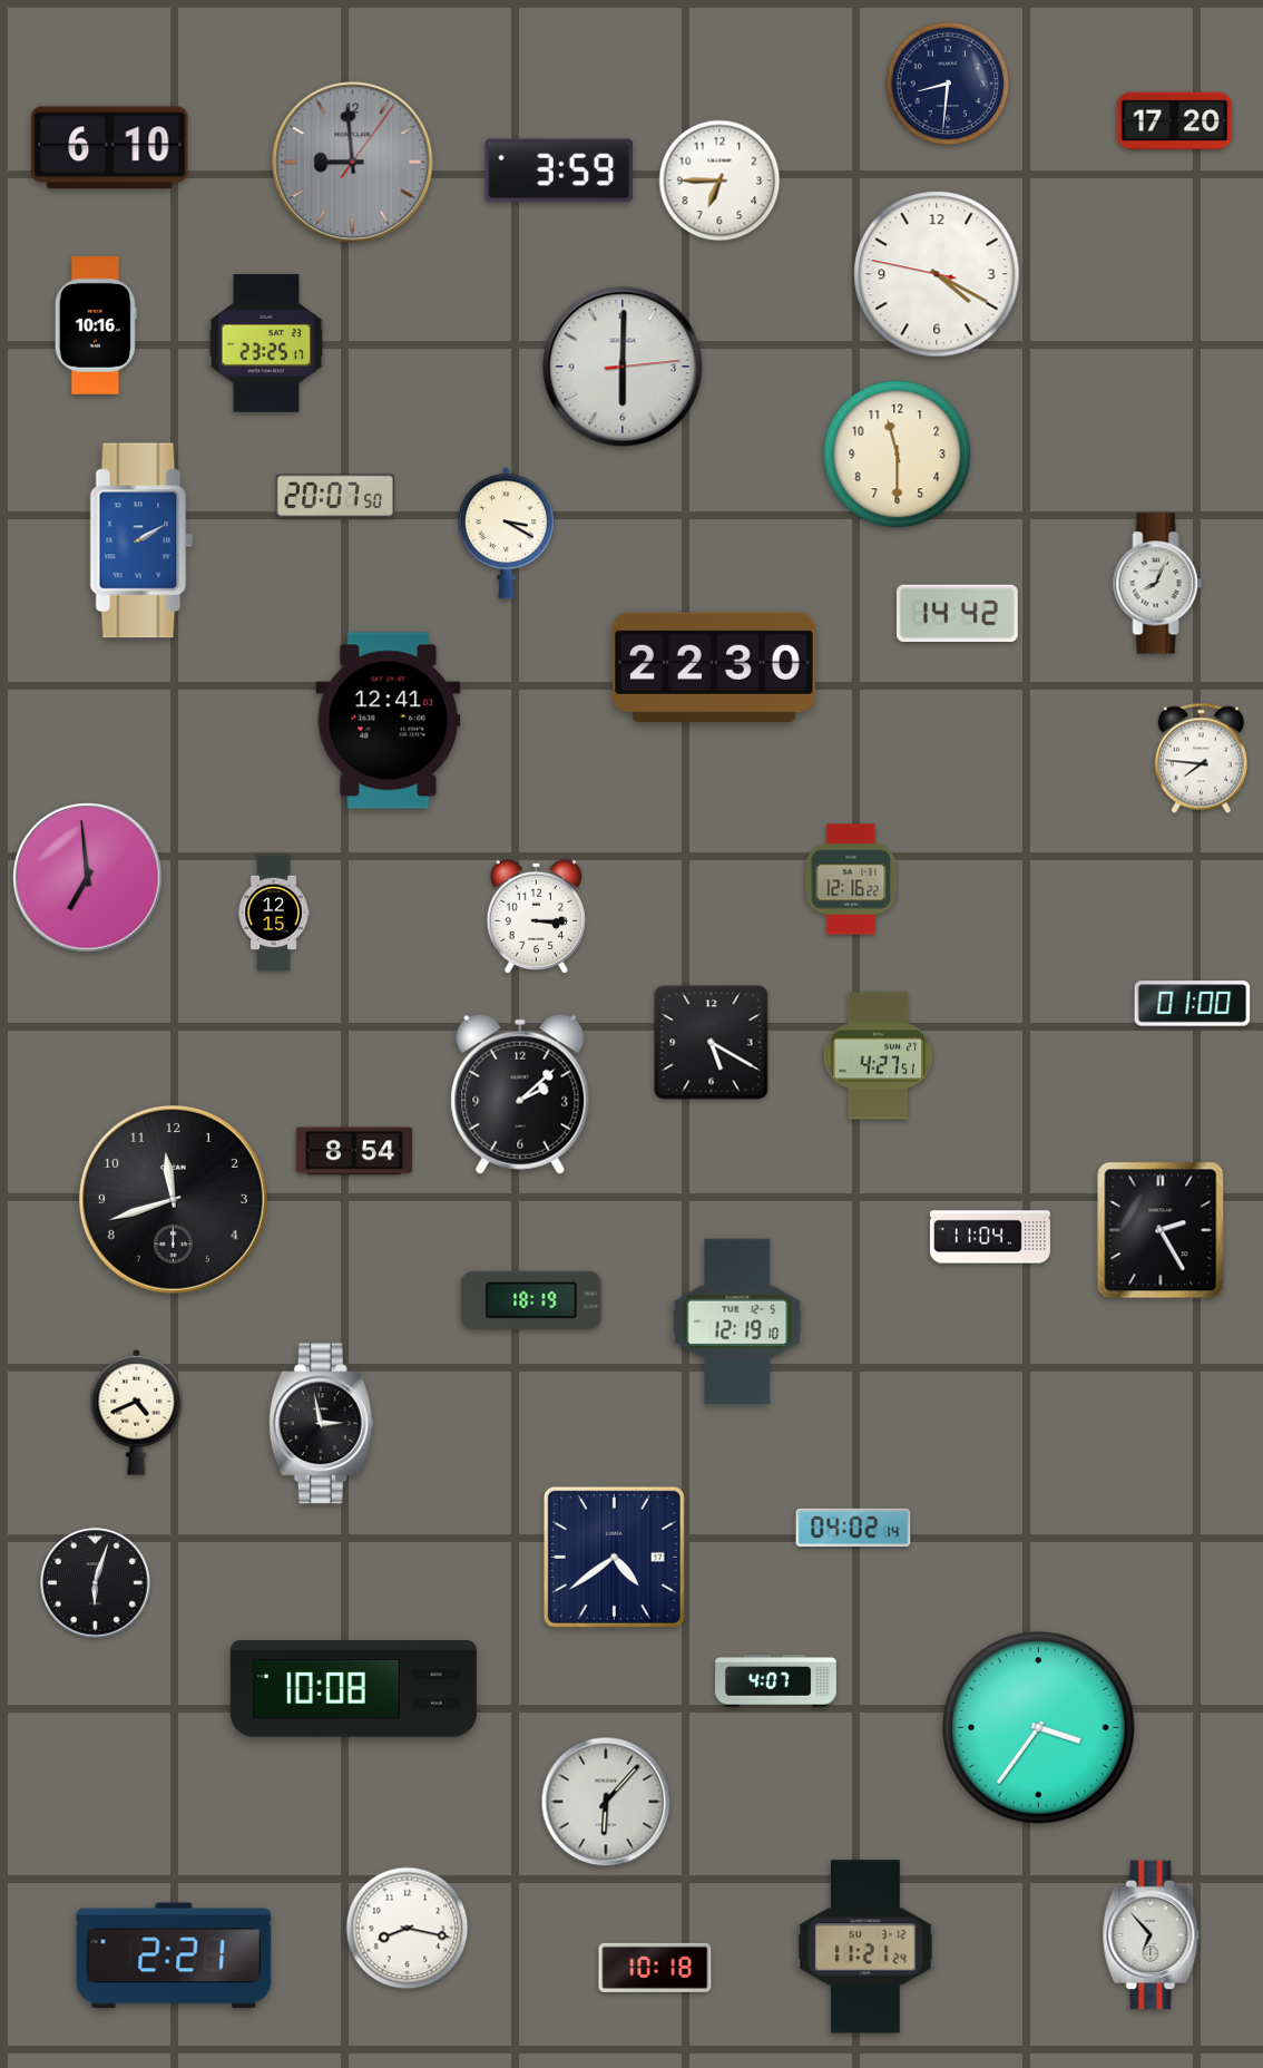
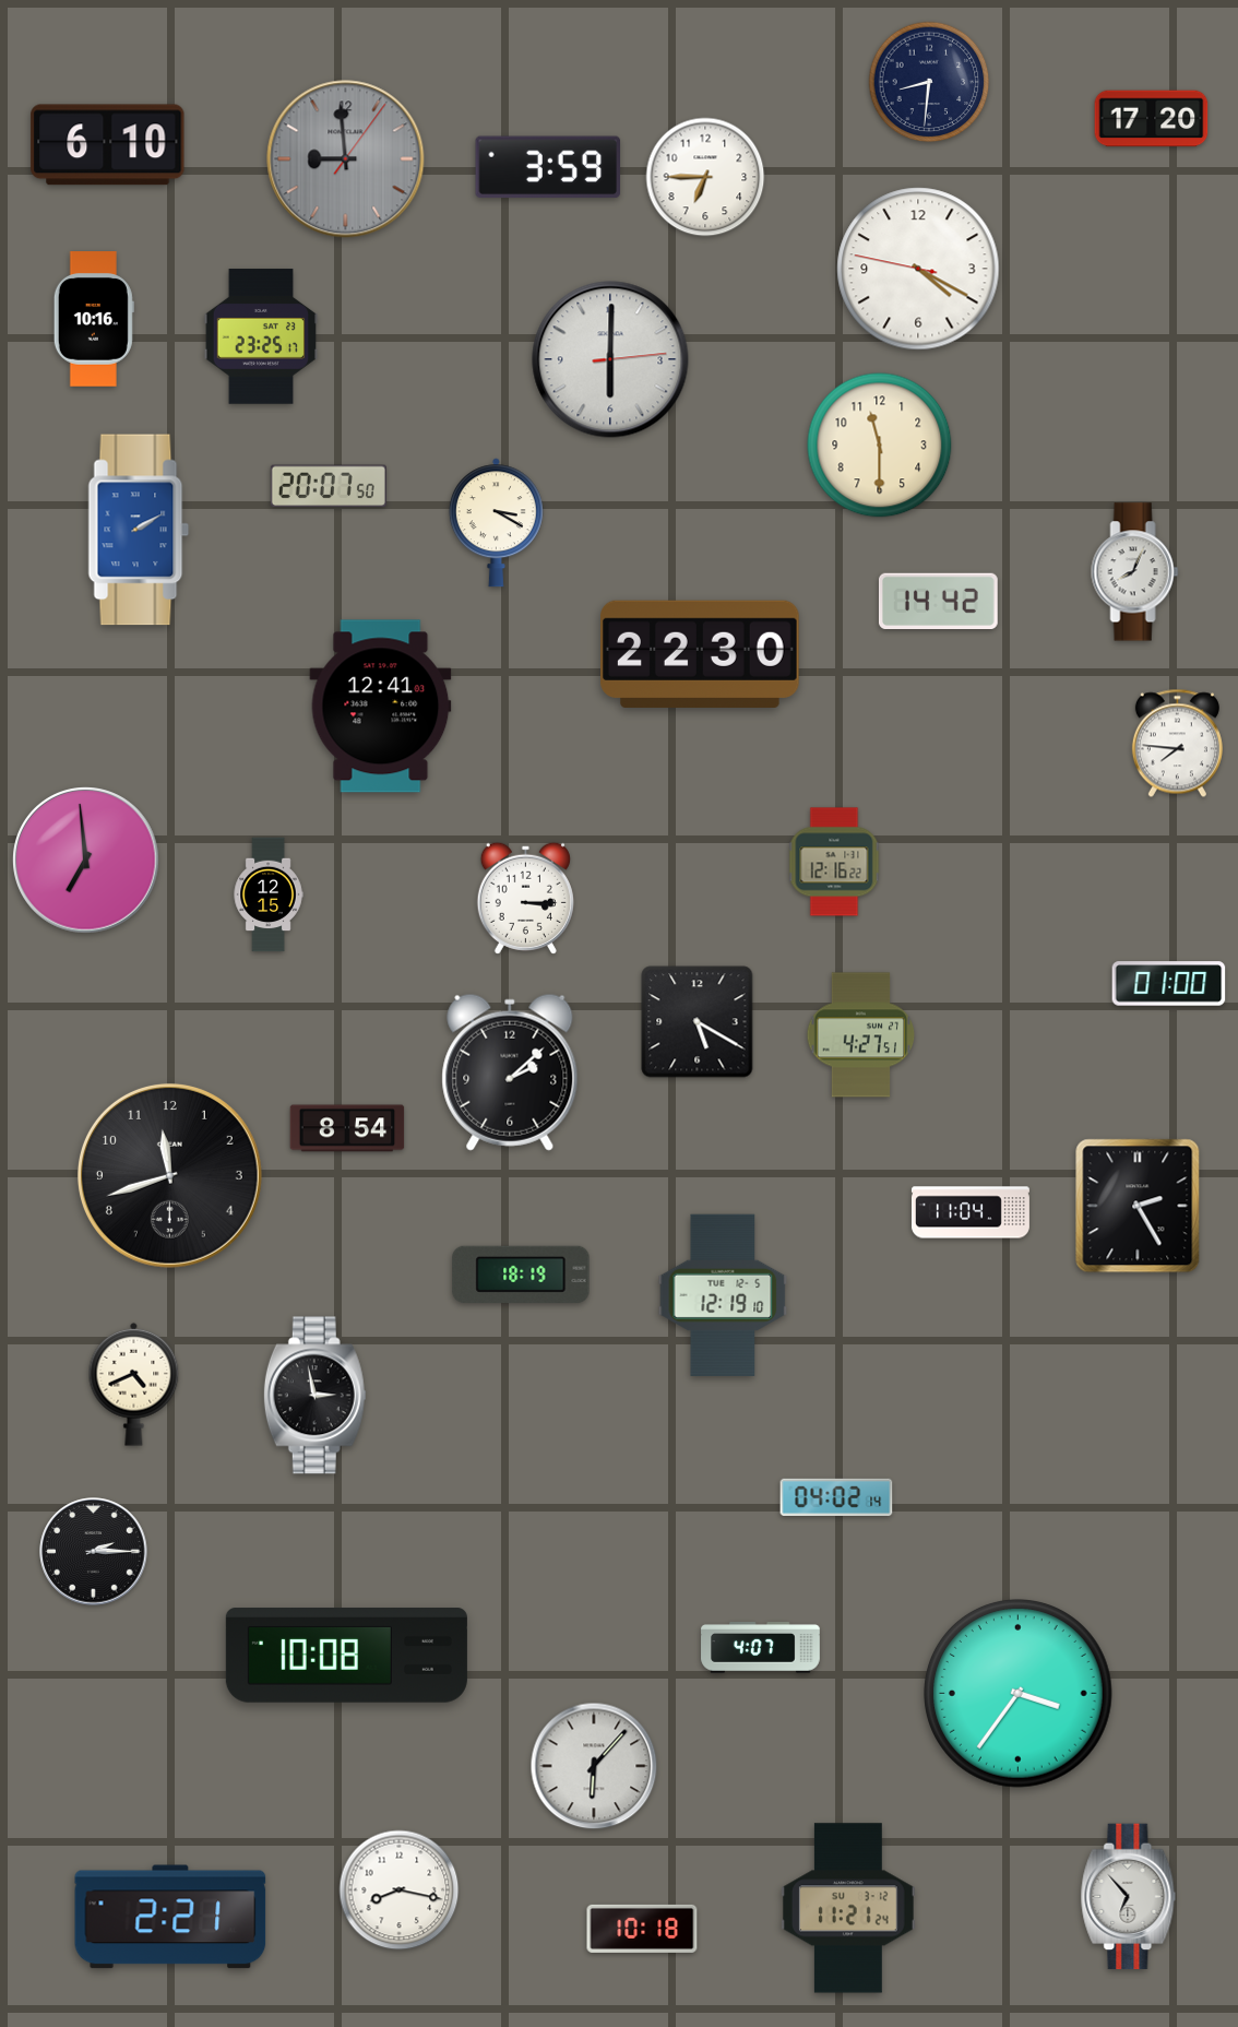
clock at (614, 1557): 4:39 -> none
clock at (96, 1583): 6:03 -> 2:15
